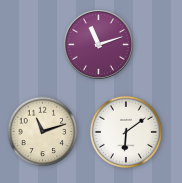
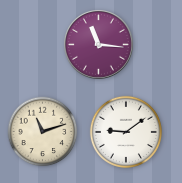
clock at (98, 44): 11:12 -> 11:16
clock at (126, 132): 6:09 -> 9:09
